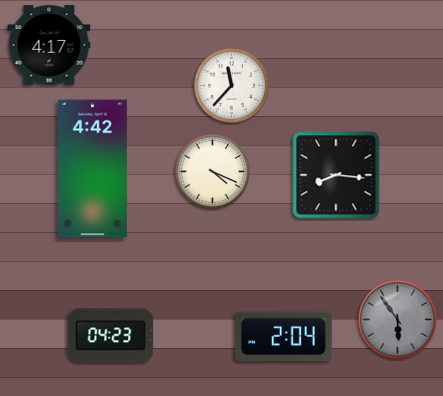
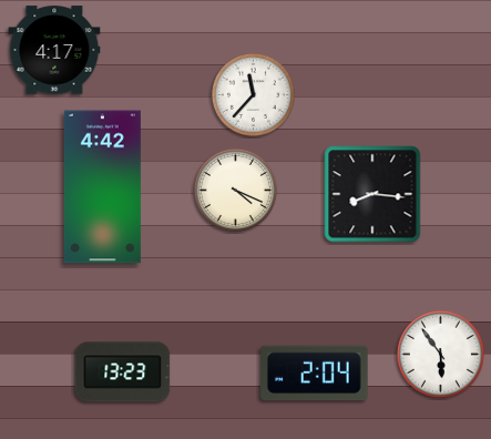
clock at (231, 85) position: (231, 85) -> (253, 94)
clock at (397, 319) dial: grey -> white
clock at (111, 336): 04:23 -> 13:23
